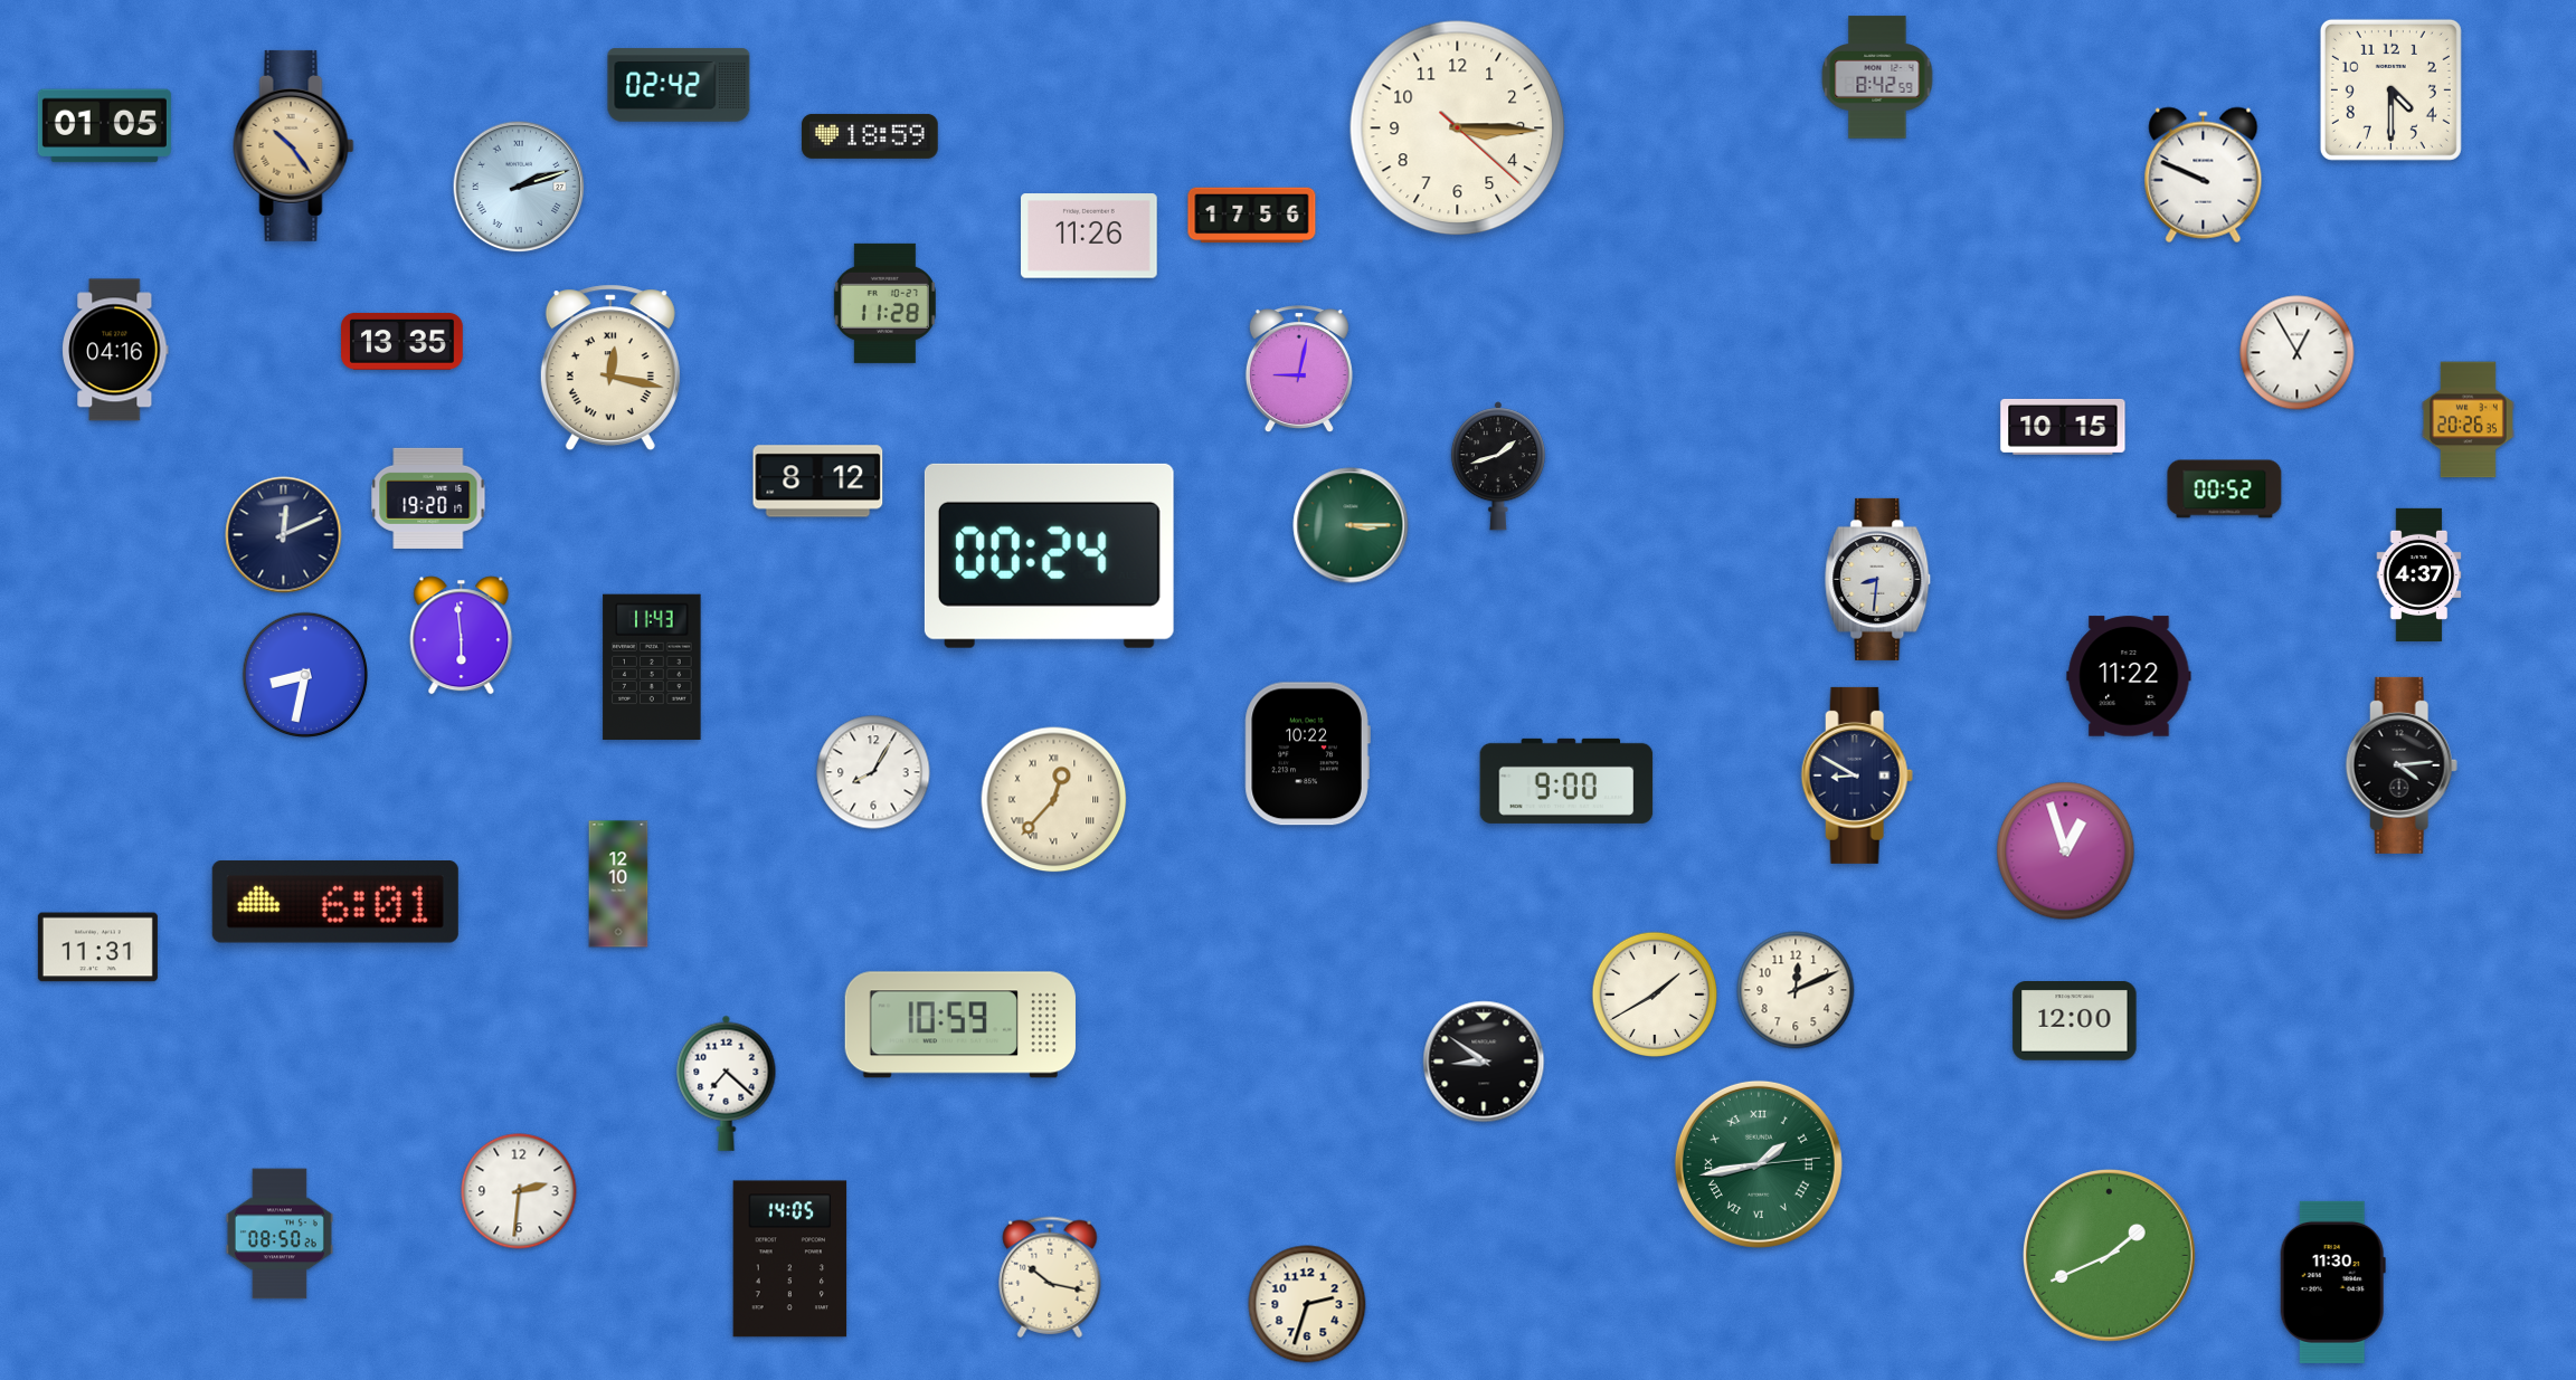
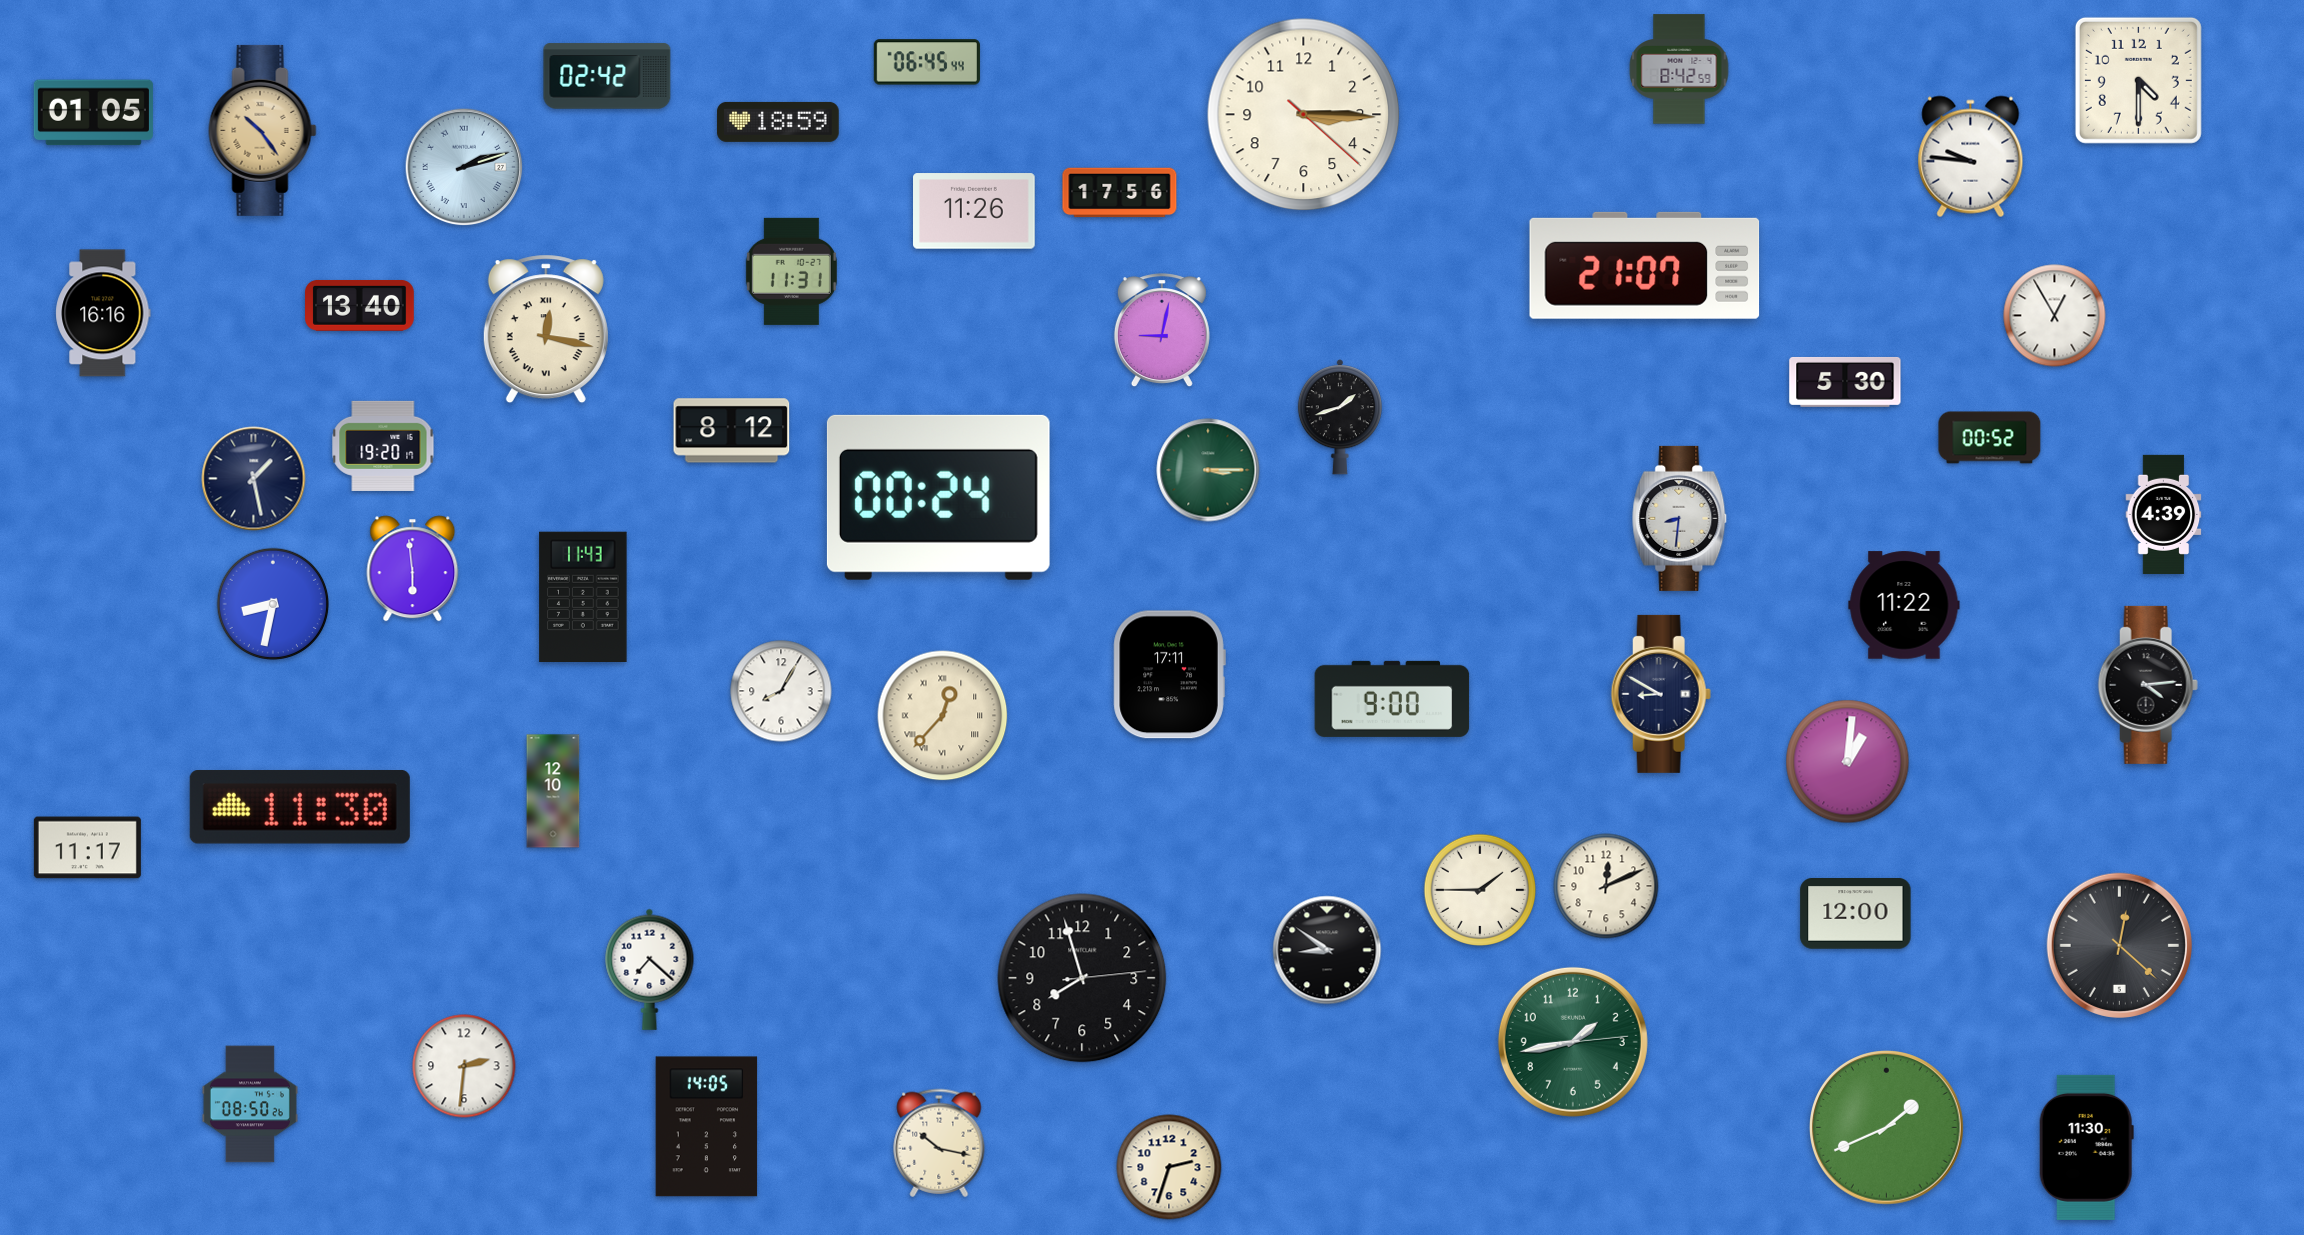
clock at (927, 62): none -> 06:45
clock at (2204, 175): 9:49 -> 9:46
clock at (1645, 265): none -> 21:07
clock at (884, 303): 11:28 -> 11:31
clock at (402, 341): 13:35 -> 13:40
clock at (115, 350): 04:16 -> 16:16
clock at (2468, 420): 20:26 -> none
clock at (2063, 427): 10:15 -> 5:30
clock at (284, 535): 12:11 -> 1:28
clock at (2419, 574): 4:37 -> 4:39
clock at (1307, 754): 10:22 -> 17:11
clock at (1566, 781) position: (1566, 781) -> (1392, 699)
clock at (2066, 851): 12:57 -> 1:01
clock at (335, 903): 6:01 -> 11:30
clock at (97, 948): 11:31 -> 11:17
clock at (1654, 993): 1:40 -> 1:45
clock at (960, 1025): 10:59 -> none
clock at (2119, 945): none -> 12:22
clock at (1082, 978): none -> 7:57
clock at (1759, 1164) numerals: Roman -> Arabic
clock at (2110, 1256) position: (2110, 1256) -> (1887, 1128)
